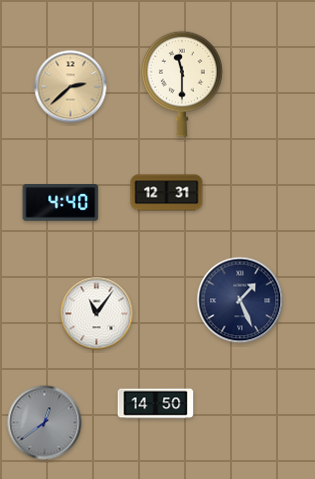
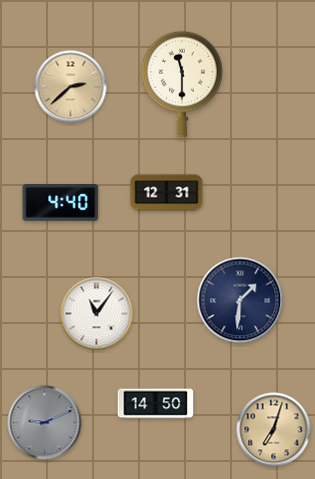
clock at (240, 300): 1:26 -> 1:31
clock at (45, 423): 12:39 -> 9:11
clock at (274, 430): none -> 7:03
